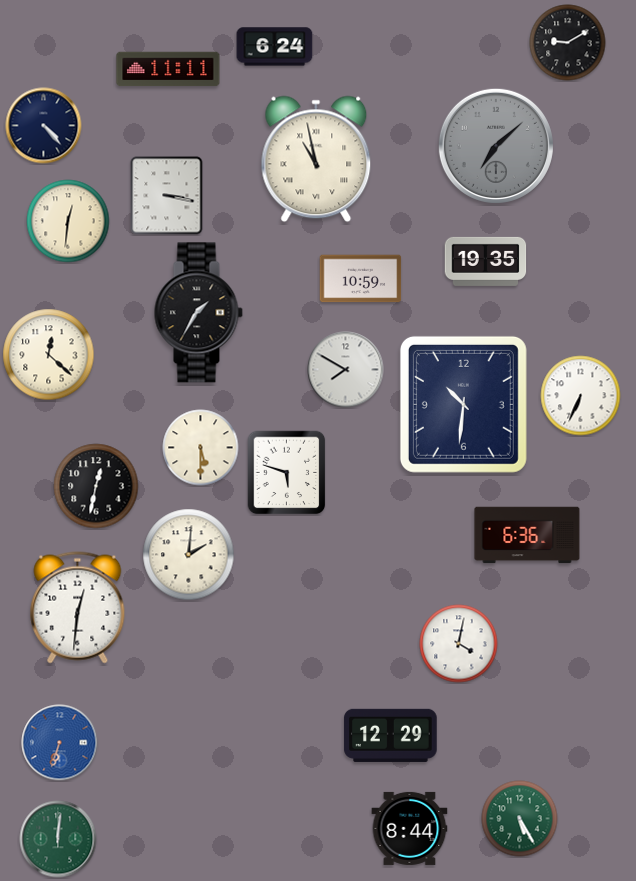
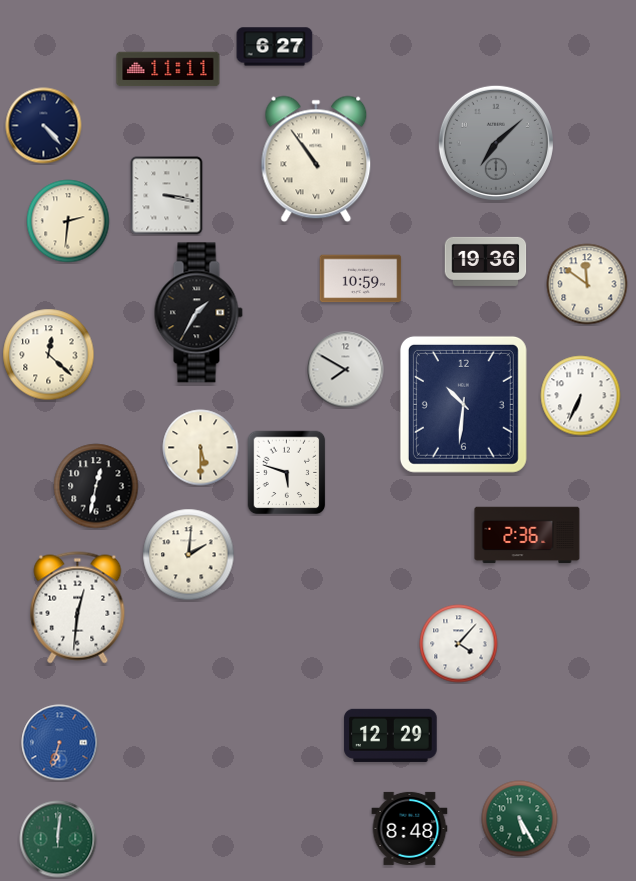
clock at (568, 43): 9:10 -> none
clock at (275, 47): 6:24 -> 6:27
clock at (496, 146) position: (496, 146) -> (496, 143)
clock at (316, 159): 10:58 -> 10:54
clock at (68, 221): 12:31 -> 2:31
clock at (486, 261): 19:35 -> 19:36
clock at (587, 284): none -> 11:51
clock at (527, 535): 6:36 -> 2:36
clock at (459, 644): 4:02 -> 4:07
clock at (410, 828): 8:44 -> 8:48
